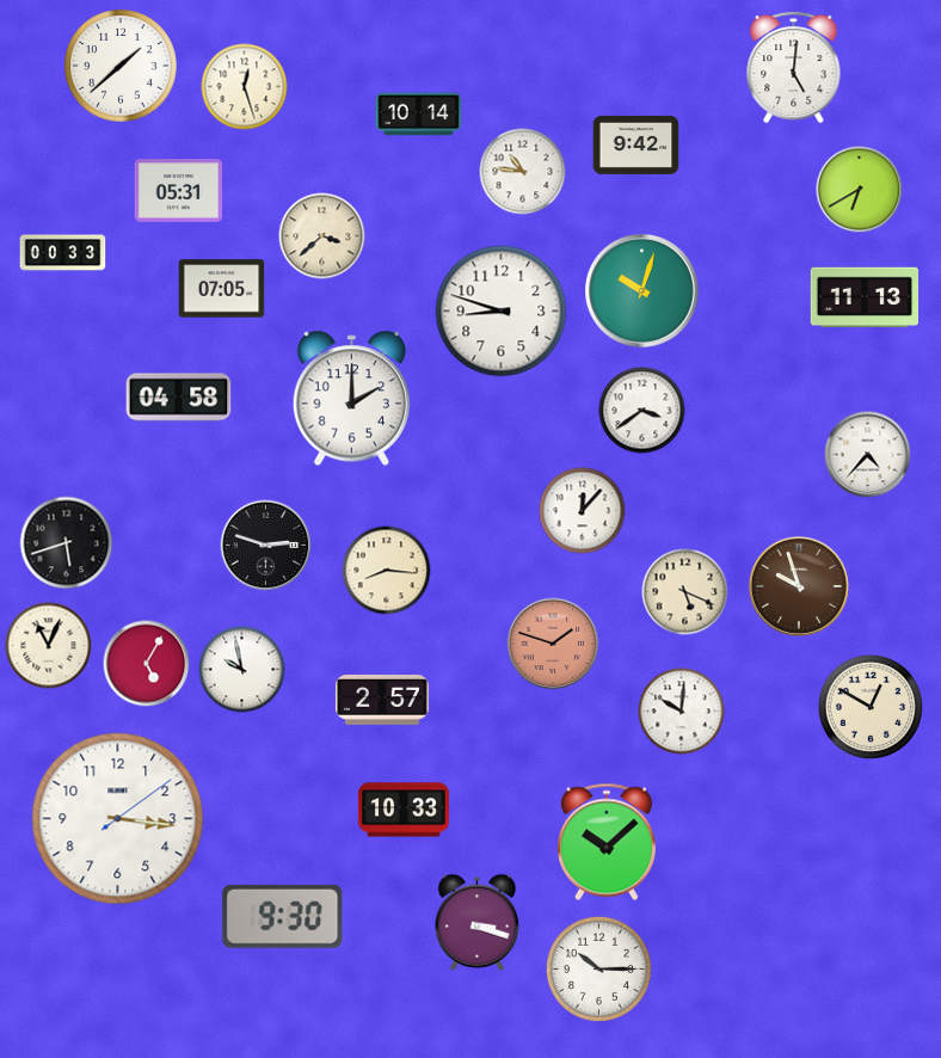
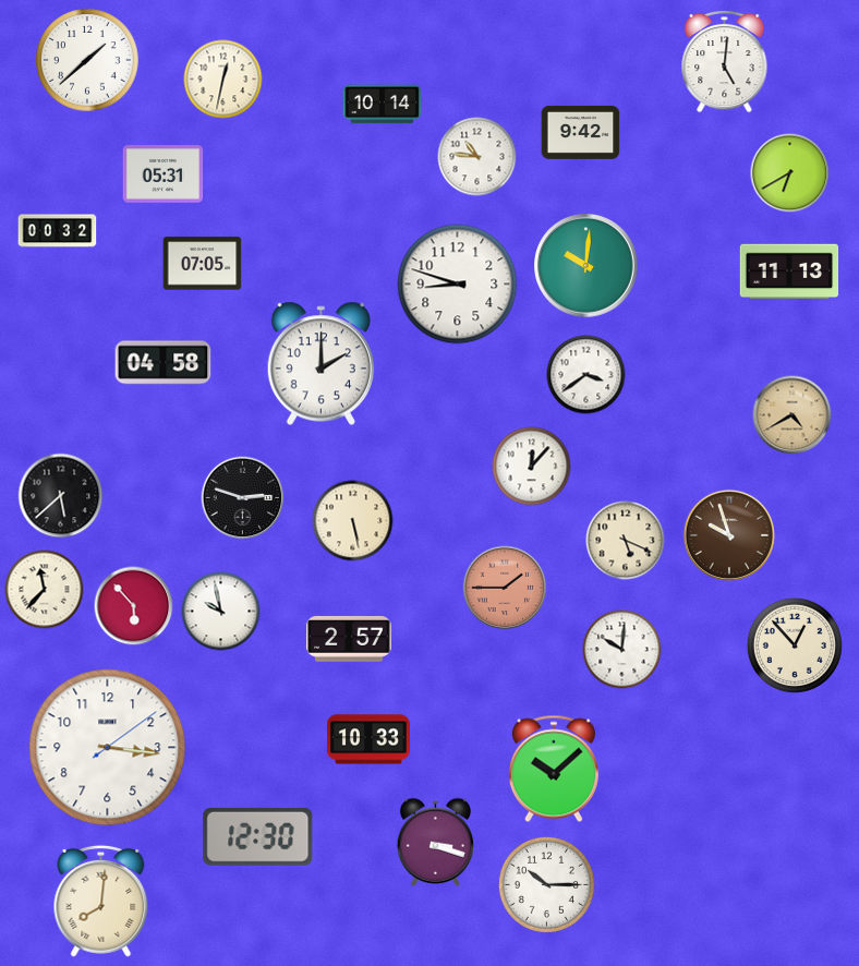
clock at (121, 66) position: (121, 66) -> (87, 60)
clock at (245, 87): 12:27 -> 12:32
clock at (860, 190) position: (860, 190) -> (790, 173)
clock at (322, 236): 3:38 -> none
clock at (63, 253): 00:33 -> 00:32
clock at (642, 291): 10:03 -> 10:01
clock at (868, 455): 4:37 -> 4:40
clock at (868, 455) dial: white -> champagne
clock at (67, 543): 5:42 -> 5:38
clock at (387, 571): 8:16 -> 5:28
clock at (553, 644): 1:48 -> 1:45
clock at (49, 646): 11:04 -> 11:37
clock at (147, 664): 5:05 -> 5:53
clock at (871, 707): 12:50 -> 12:53
clock at (283, 916): 9:30 -> 12:30
clock at (101, 901): none -> 8:01
